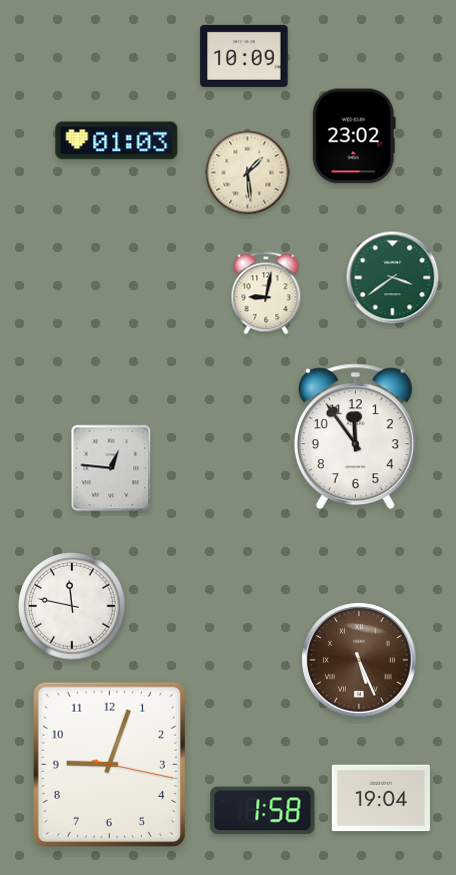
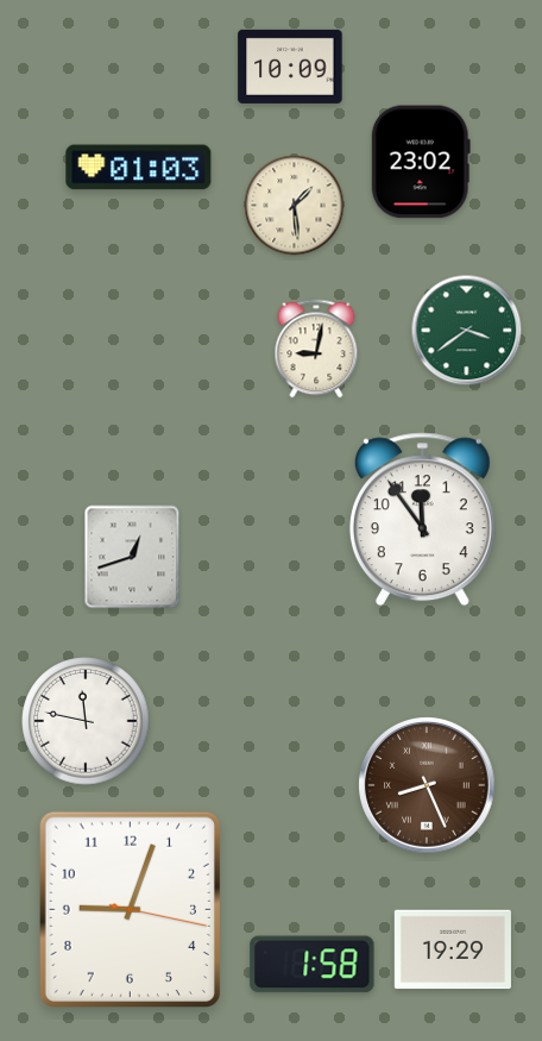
clock at (111, 468): 12:46 -> 12:42
clock at (360, 661): 5:26 -> 8:26
clock at (381, 798): 19:04 -> 19:29
